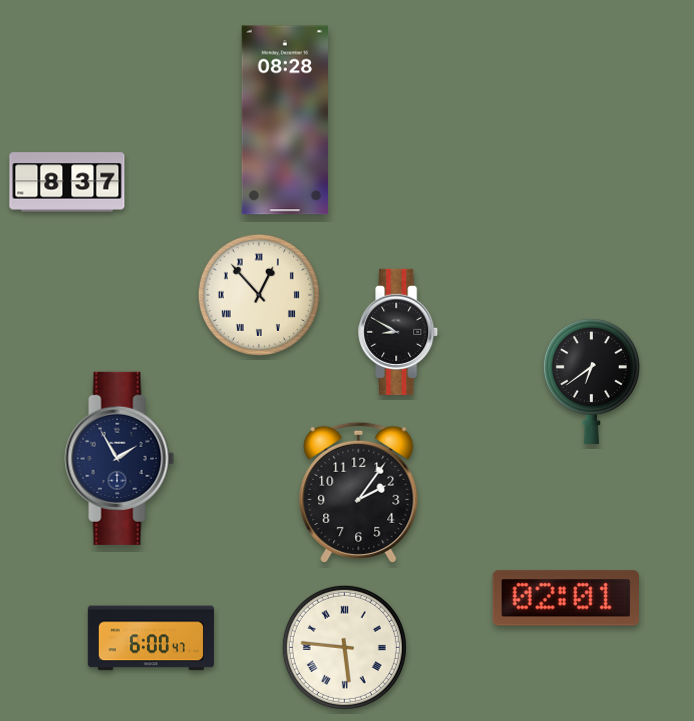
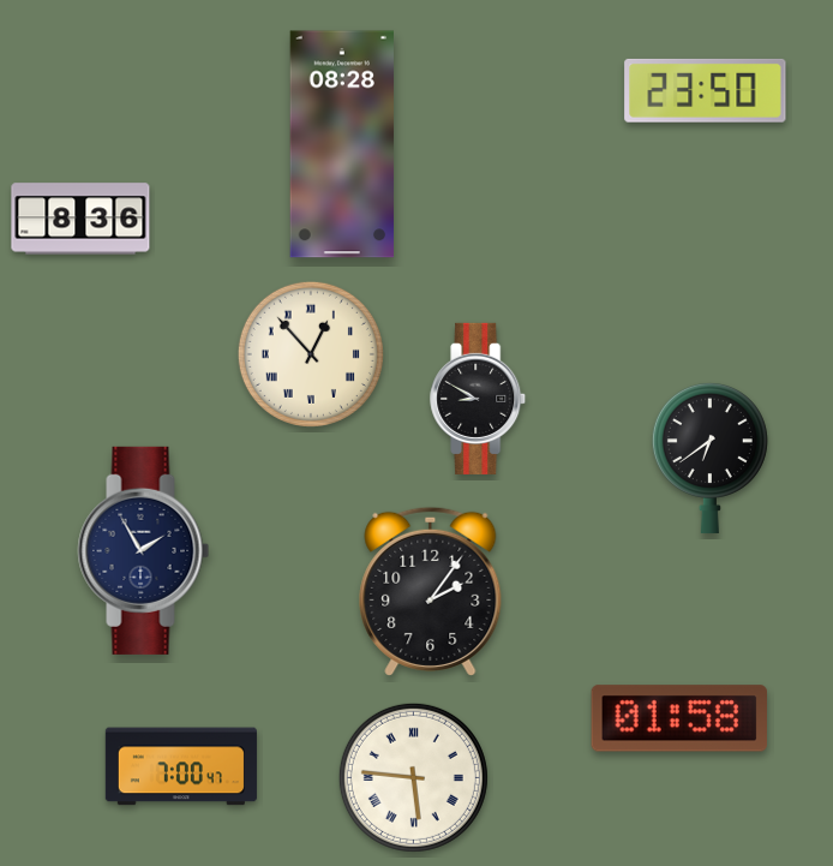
clock at (706, 90): none -> 23:50
clock at (67, 182): 8:37 -> 8:36
clock at (565, 598): 02:01 -> 01:58
clock at (151, 638): 6:00 -> 7:00
